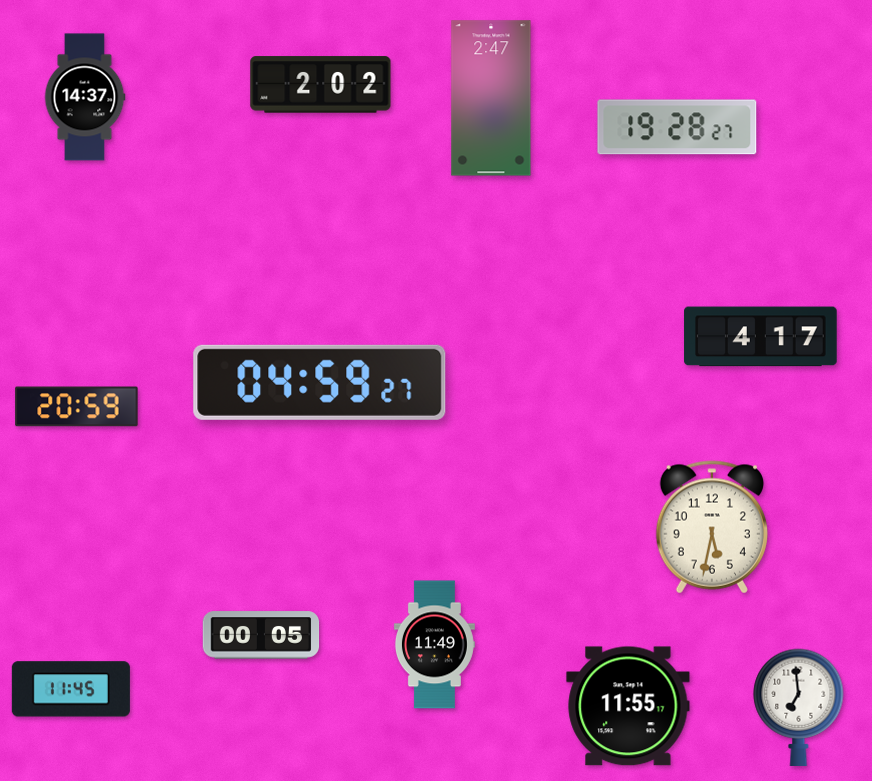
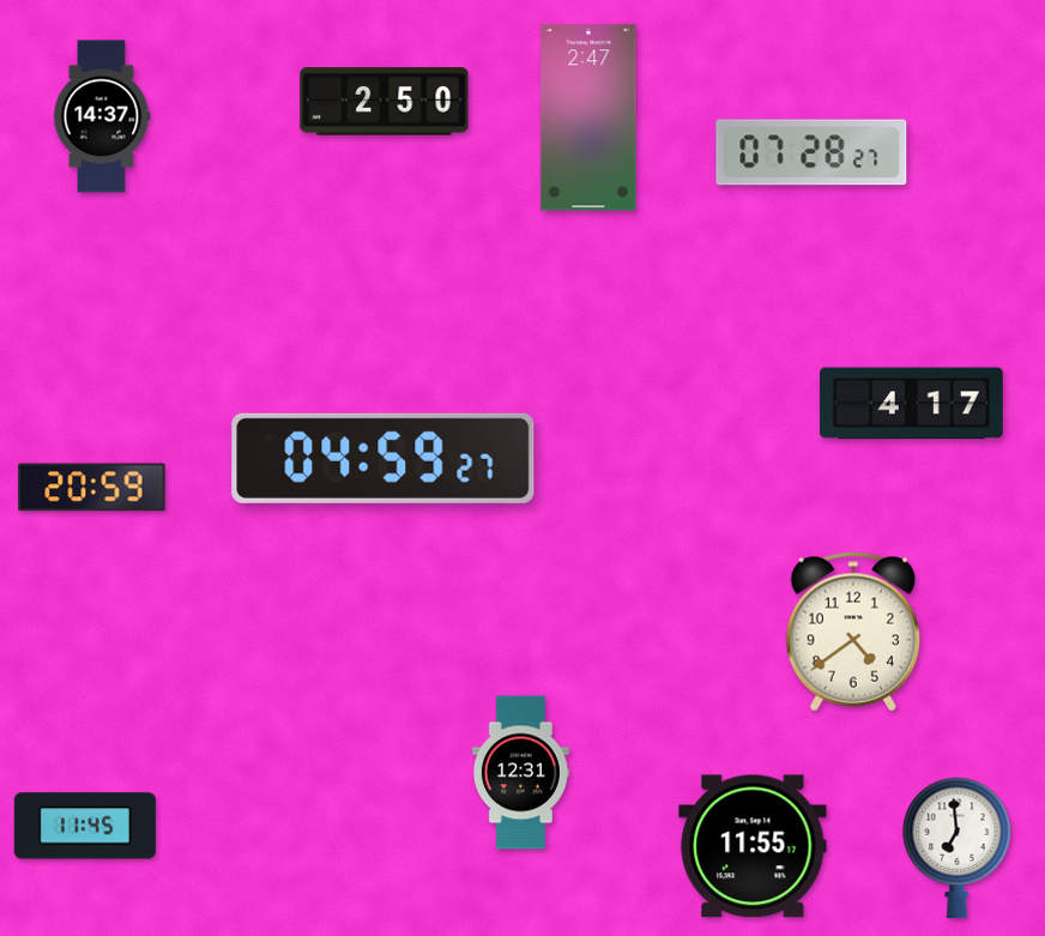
clock at (321, 85): 2:02 -> 2:50
clock at (677, 127): 19:28 -> 07:28
clock at (712, 527): 5:32 -> 4:39
clock at (261, 635): 00:05 -> none
clock at (434, 645): 11:49 -> 12:31
